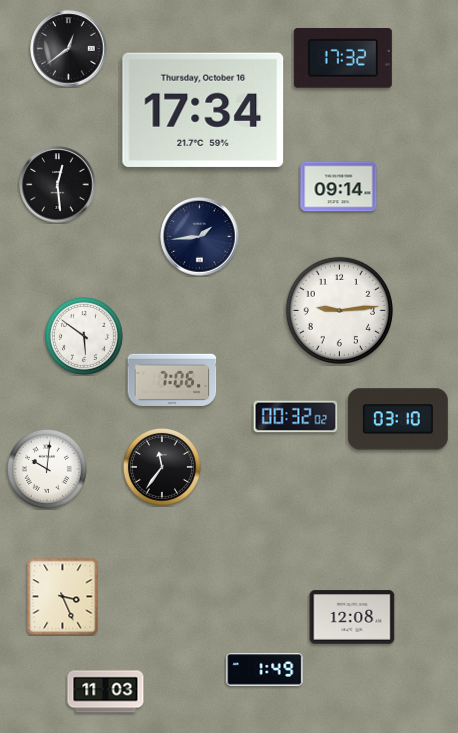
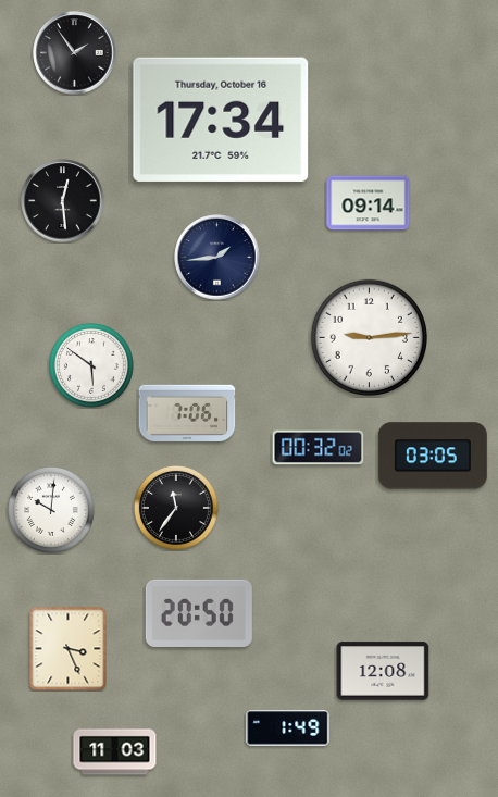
clock at (69, 49): 12:39 -> 1:54
clock at (343, 59): 17:32 -> none
clock at (296, 417) position: (296, 417) -> (319, 448)
clock at (398, 419): 03:10 -> 03:05
clock at (199, 613): none -> 20:50
